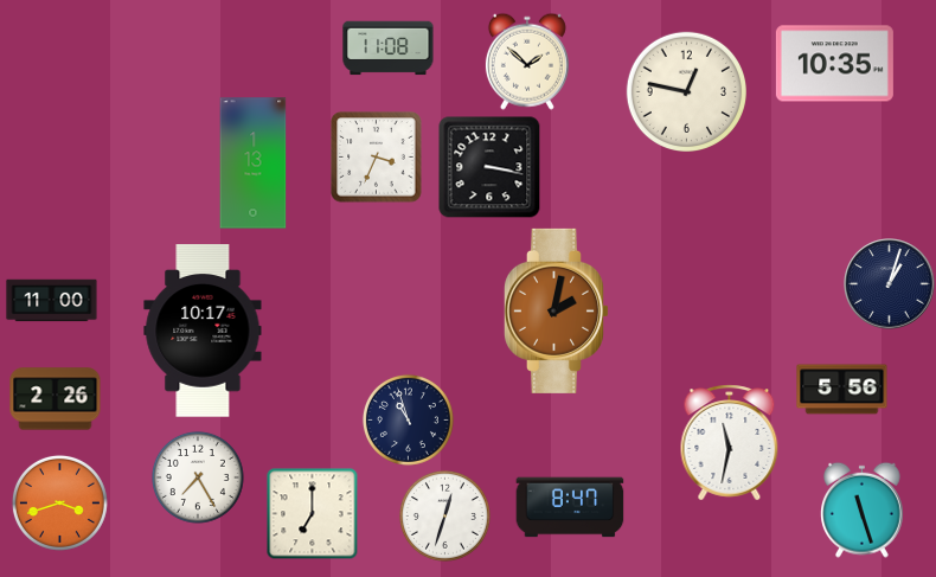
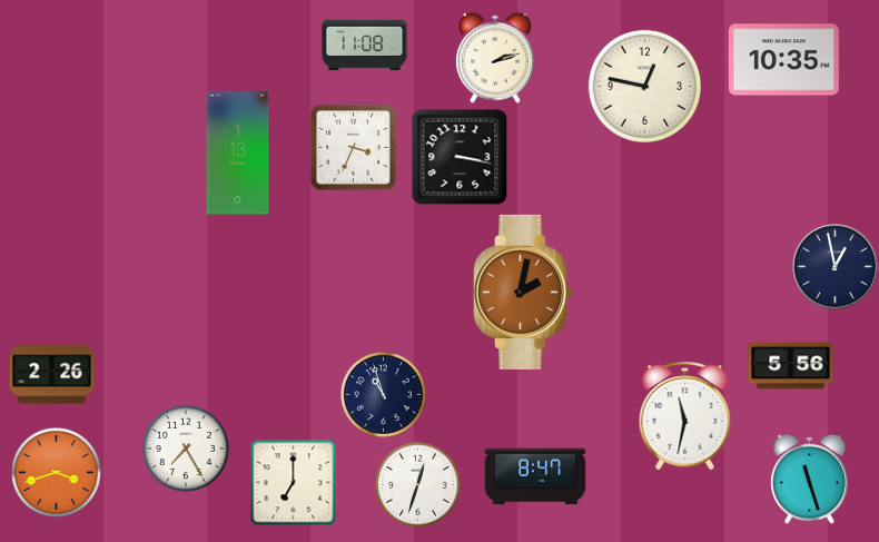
clock at (527, 62): 1:52 -> 2:12
clock at (890, 284): 1:03 -> 12:58
clock at (52, 301): 11:00 -> none
clock at (203, 331): 10:17 -> none
